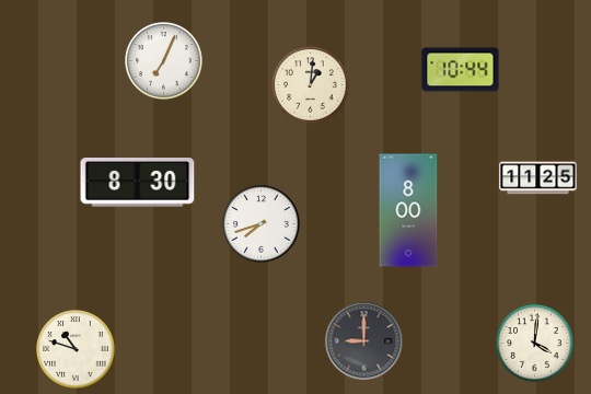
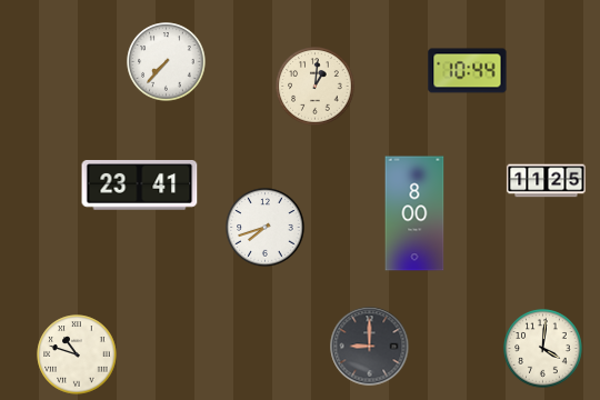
clock at (164, 61): 7:04 -> 7:37
clock at (138, 183): 8:30 -> 23:41
